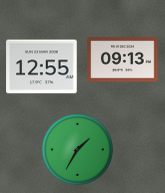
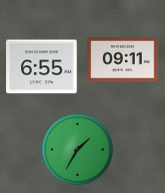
clock at (123, 60): 09:13 -> 09:11
clock at (42, 67): 12:55 -> 6:55
